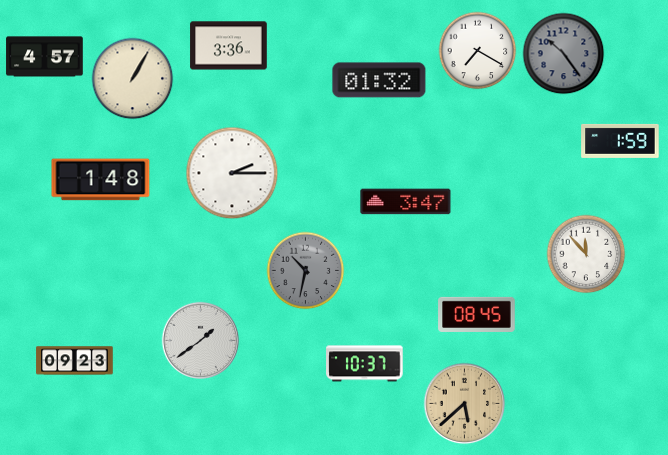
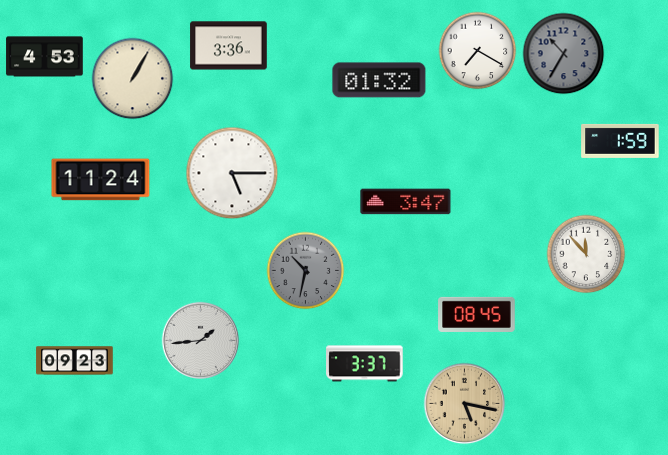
clock at (563, 53): 10:24 -> 10:35
clock at (45, 57): 4:57 -> 4:53
clock at (232, 173): 2:15 -> 5:15
clock at (101, 180): 1:48 -> 11:24
clock at (200, 340): 1:39 -> 1:44
clock at (365, 364): 10:37 -> 3:37
clock at (464, 403): 5:38 -> 5:17
